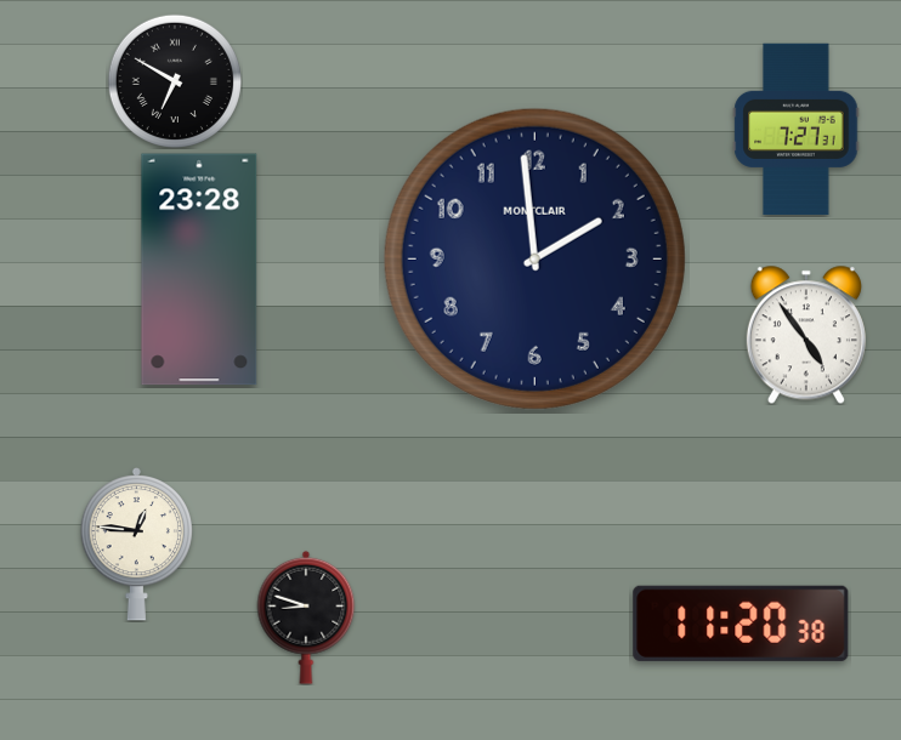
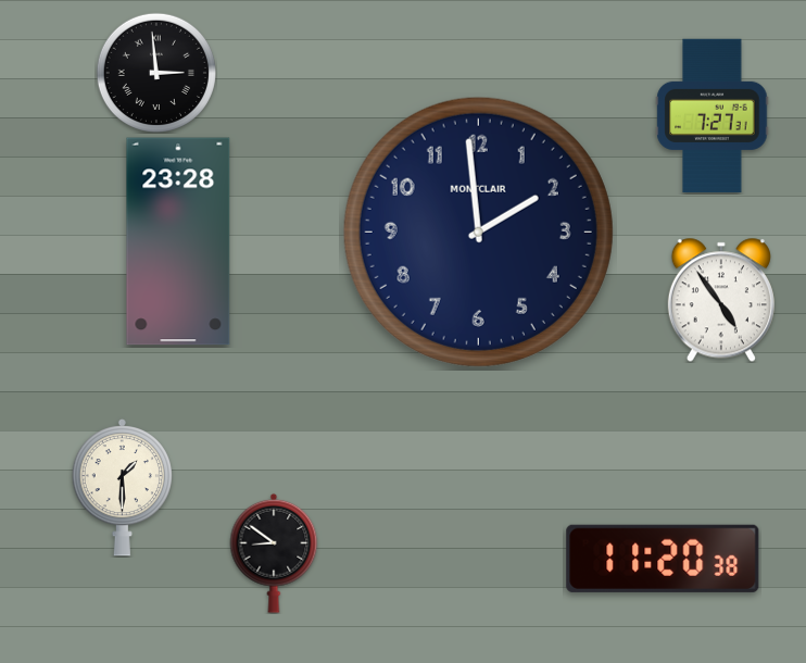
clock at (175, 81): 6:50 -> 2:59
clock at (136, 545): 12:46 -> 1:30
clock at (306, 617): 8:48 -> 8:51
